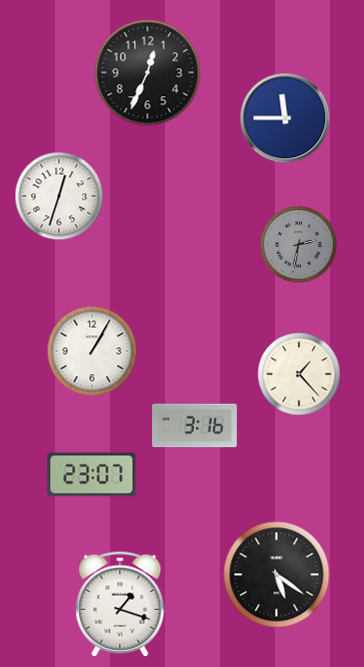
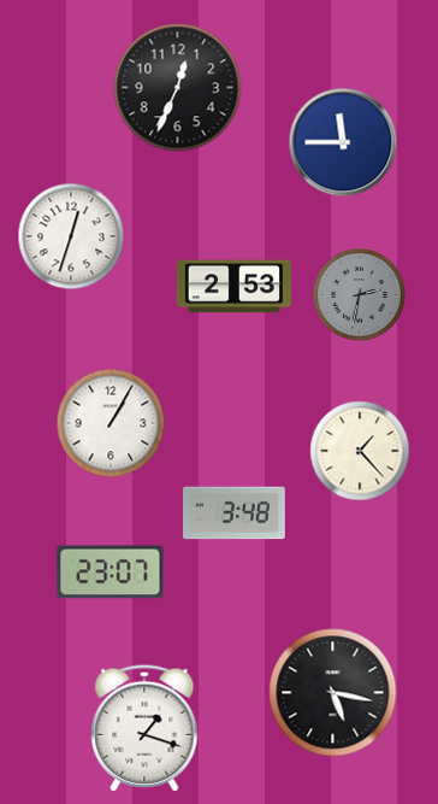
clock at (233, 287): none -> 2:53
clock at (195, 426): 3:16 -> 3:48
clock at (277, 575): 5:21 -> 5:17
